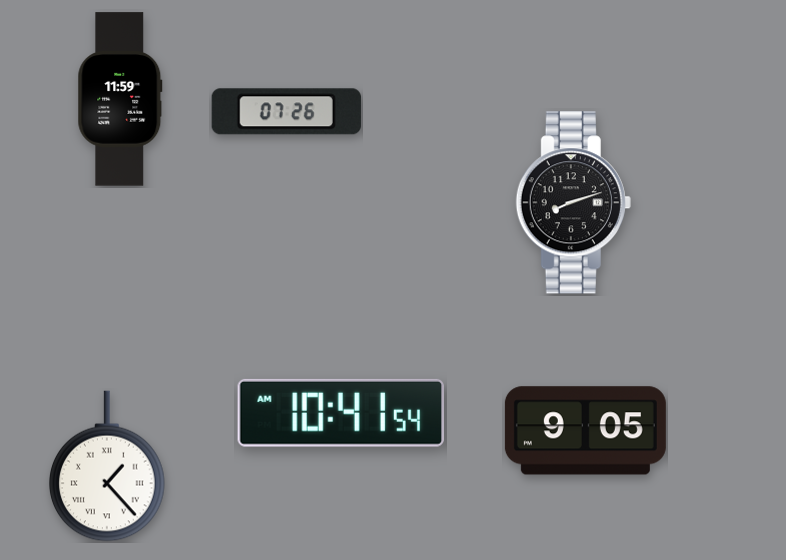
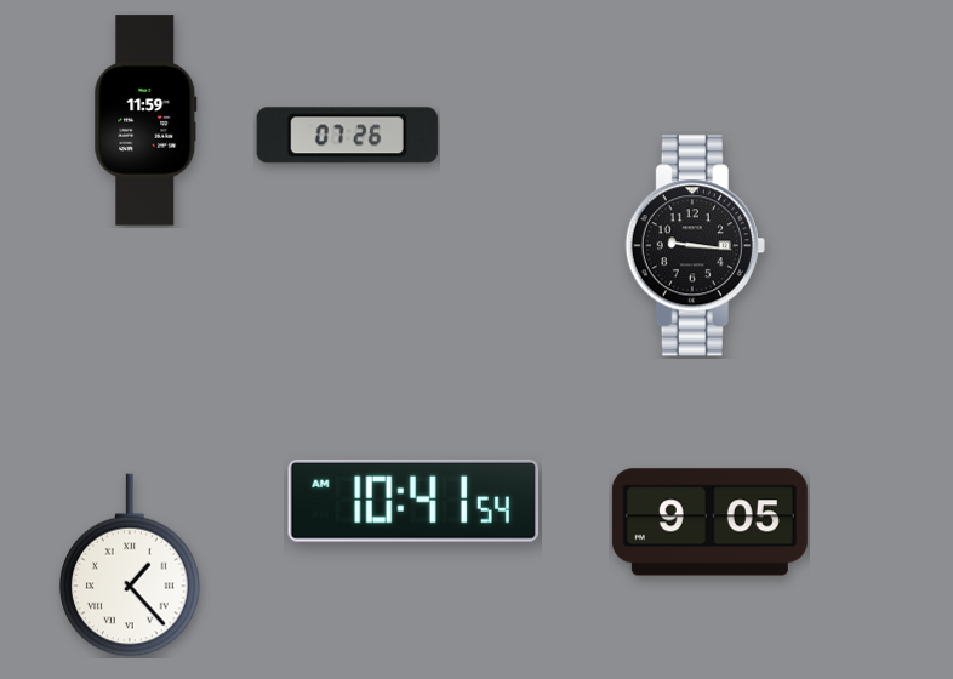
clock at (573, 203): 8:12 -> 9:16
